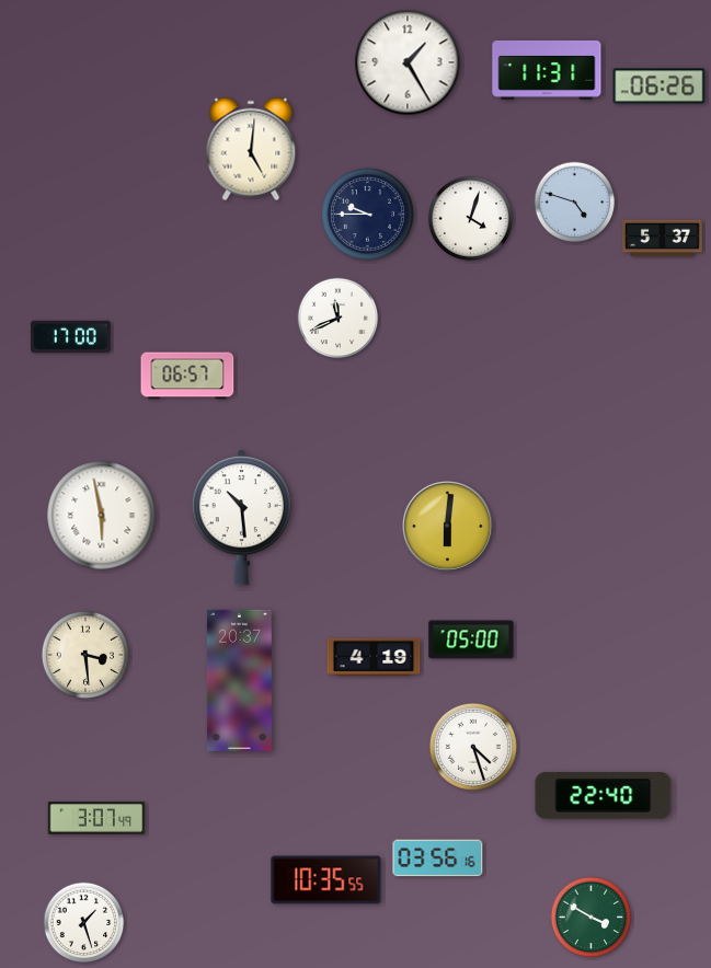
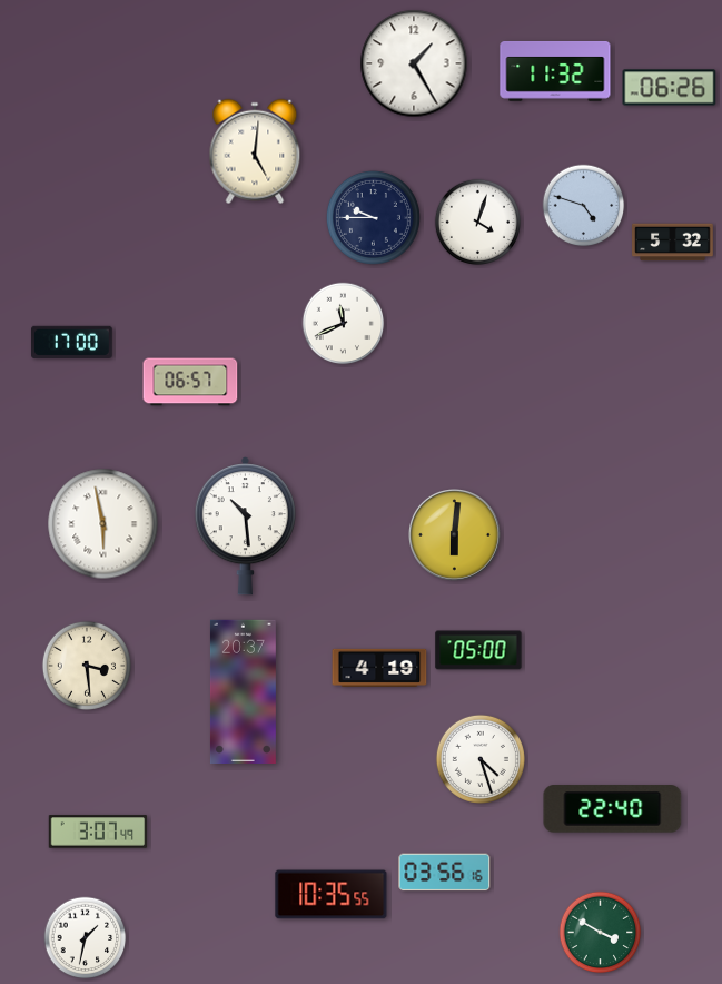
clock at (547, 70): 11:31 -> 11:32
clock at (663, 239): 5:37 -> 5:32
clock at (84, 923): 1:27 -> 1:32
